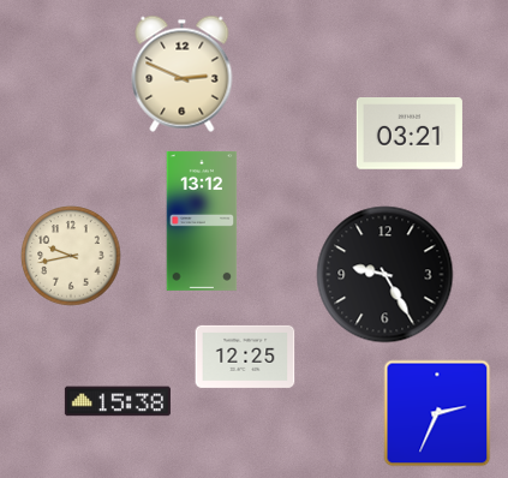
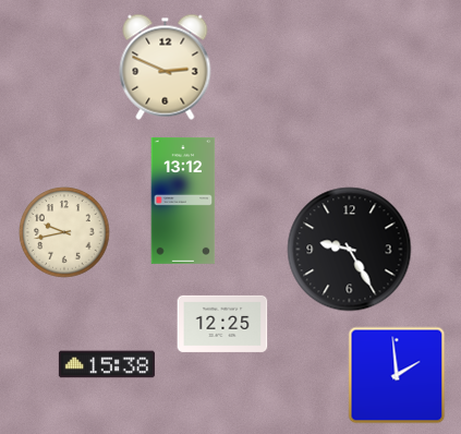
clock at (410, 135): 03:21 -> none
clock at (437, 413): 2:34 -> 1:59
